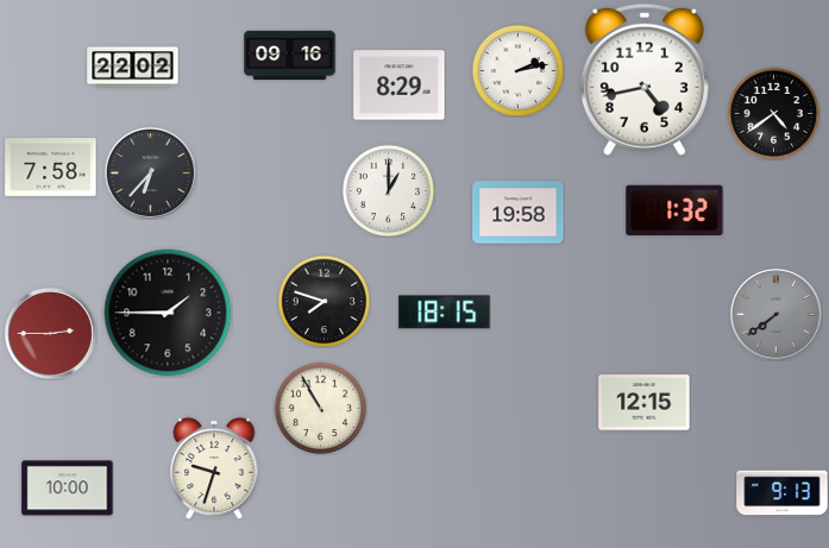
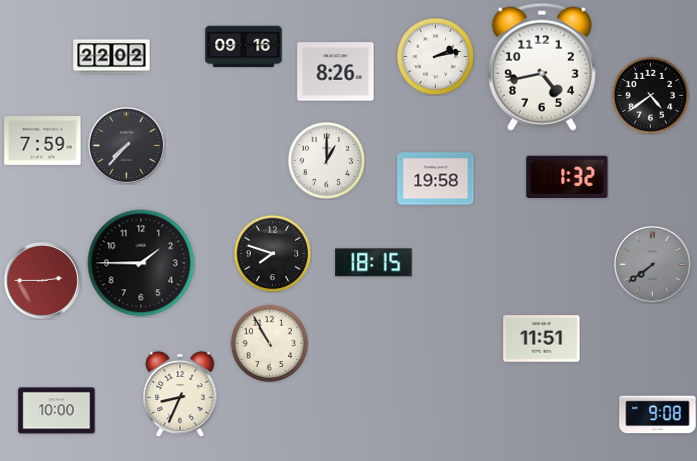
clock at (517, 70) position: (517, 70) -> (435, 56)
clock at (400, 86): 8:29 -> 8:26
clock at (51, 168): 7:58 -> 7:59
clock at (150, 172): 6:37 -> 7:37
clock at (645, 403): 12:15 -> 11:51
clock at (214, 468): 9:33 -> 8:34
clock at (783, 493): 9:13 -> 9:08
